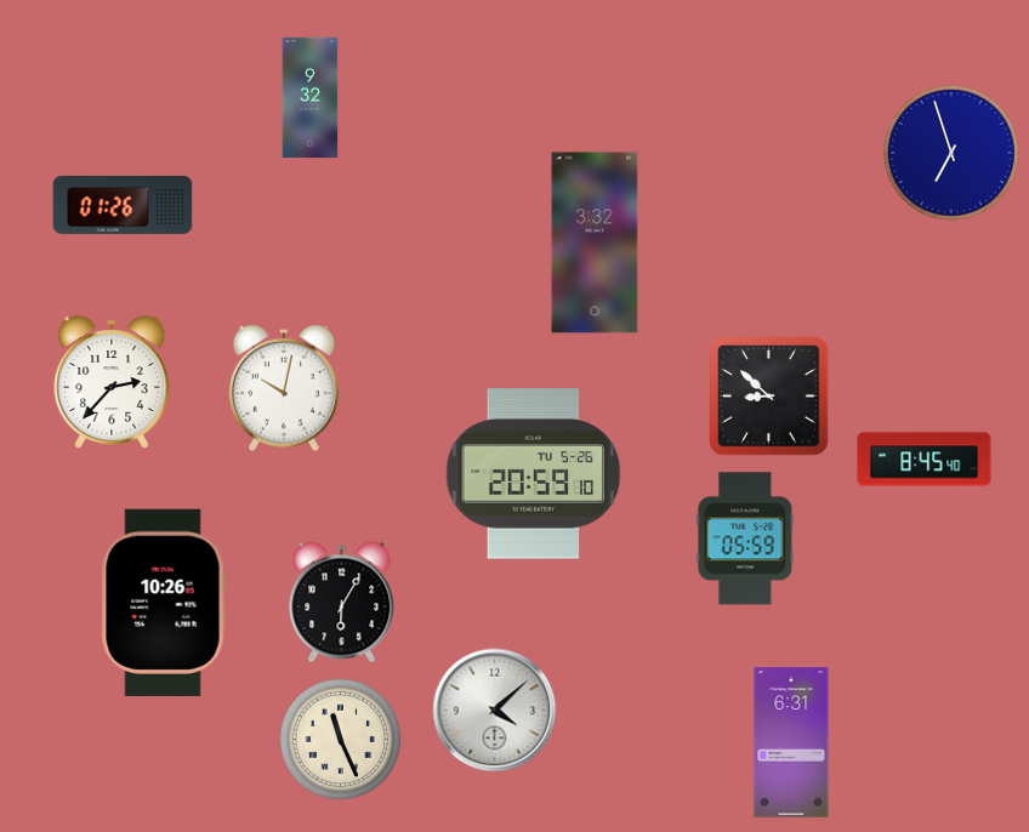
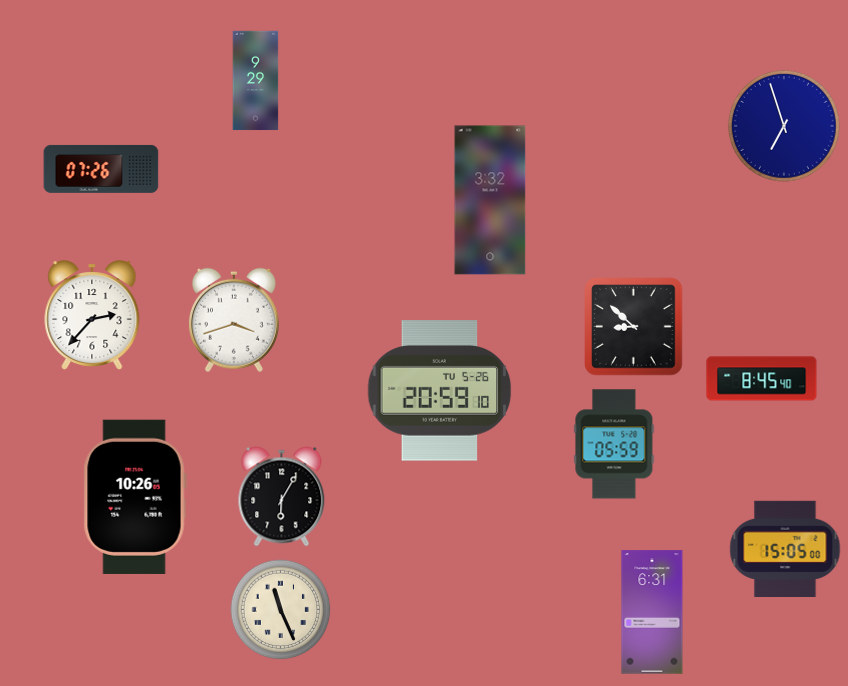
clock at (311, 98): 9:32 -> 9:29
clock at (123, 205): 01:26 -> 07:26
clock at (284, 388): 10:02 -> 3:42
clock at (785, 548): none -> 15:05
clock at (495, 711): 4:08 -> none
